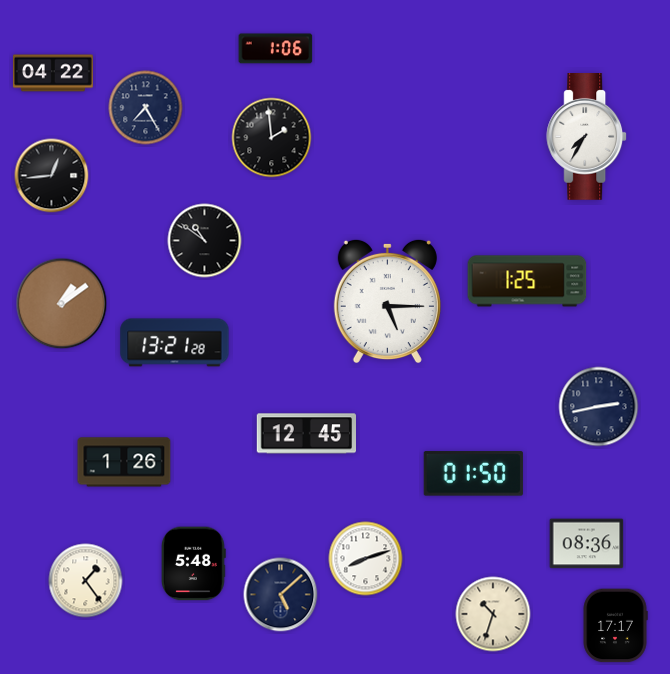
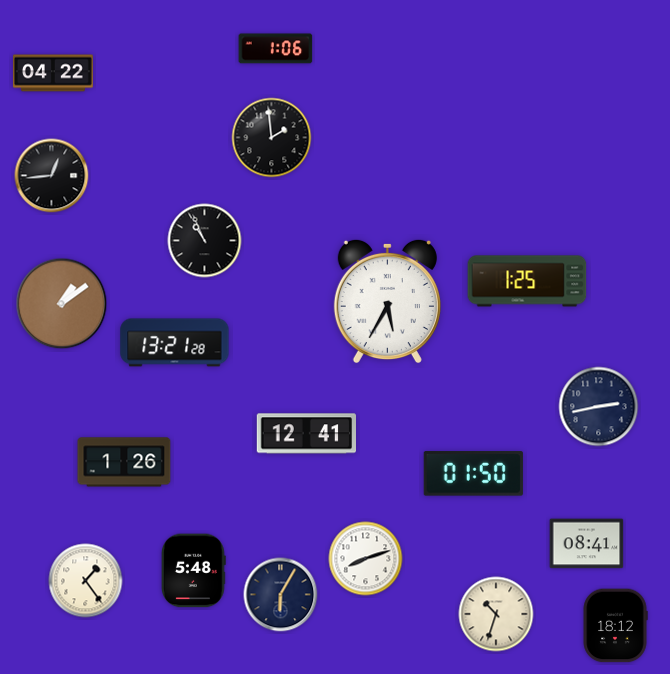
clock at (146, 108): 7:25 -> none
clock at (587, 137): 7:35 -> none
clock at (205, 241): 10:51 -> 10:56
clock at (387, 301): 5:15 -> 5:35
clock at (306, 434): 12:45 -> 12:41
clock at (587, 544): 08:36 -> 08:41
clock at (193, 564) position: (193, 564) -> (193, 571)
clock at (281, 595): 5:08 -> 6:05
clock at (493, 614) position: (493, 614) -> (496, 614)
clock at (615, 626): 17:17 -> 18:12
